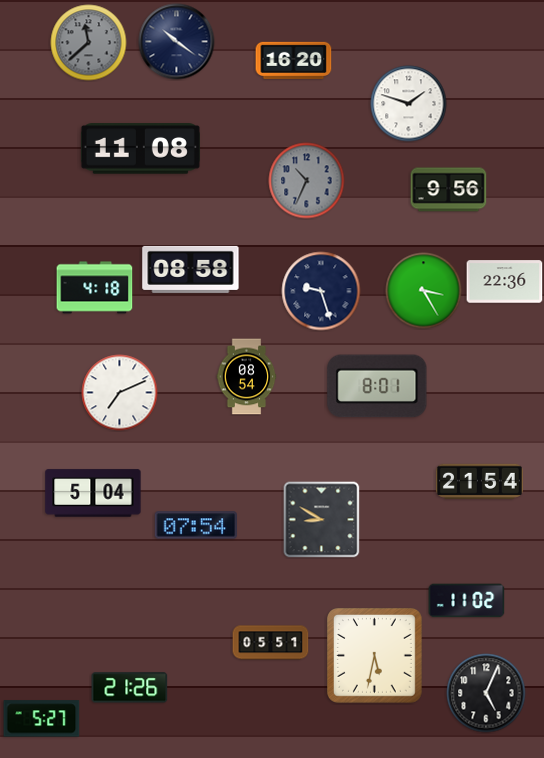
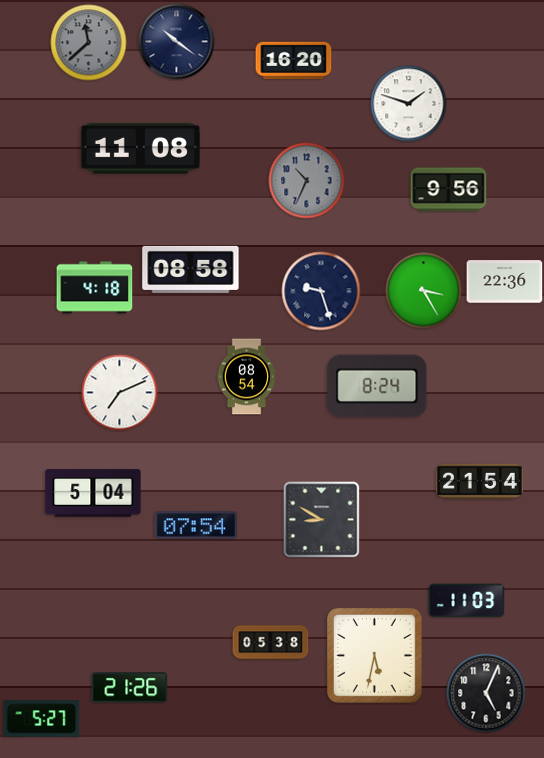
clock at (377, 386): 8:01 -> 8:24
clock at (467, 601): 11:02 -> 11:03
clock at (271, 643): 05:51 -> 05:38
